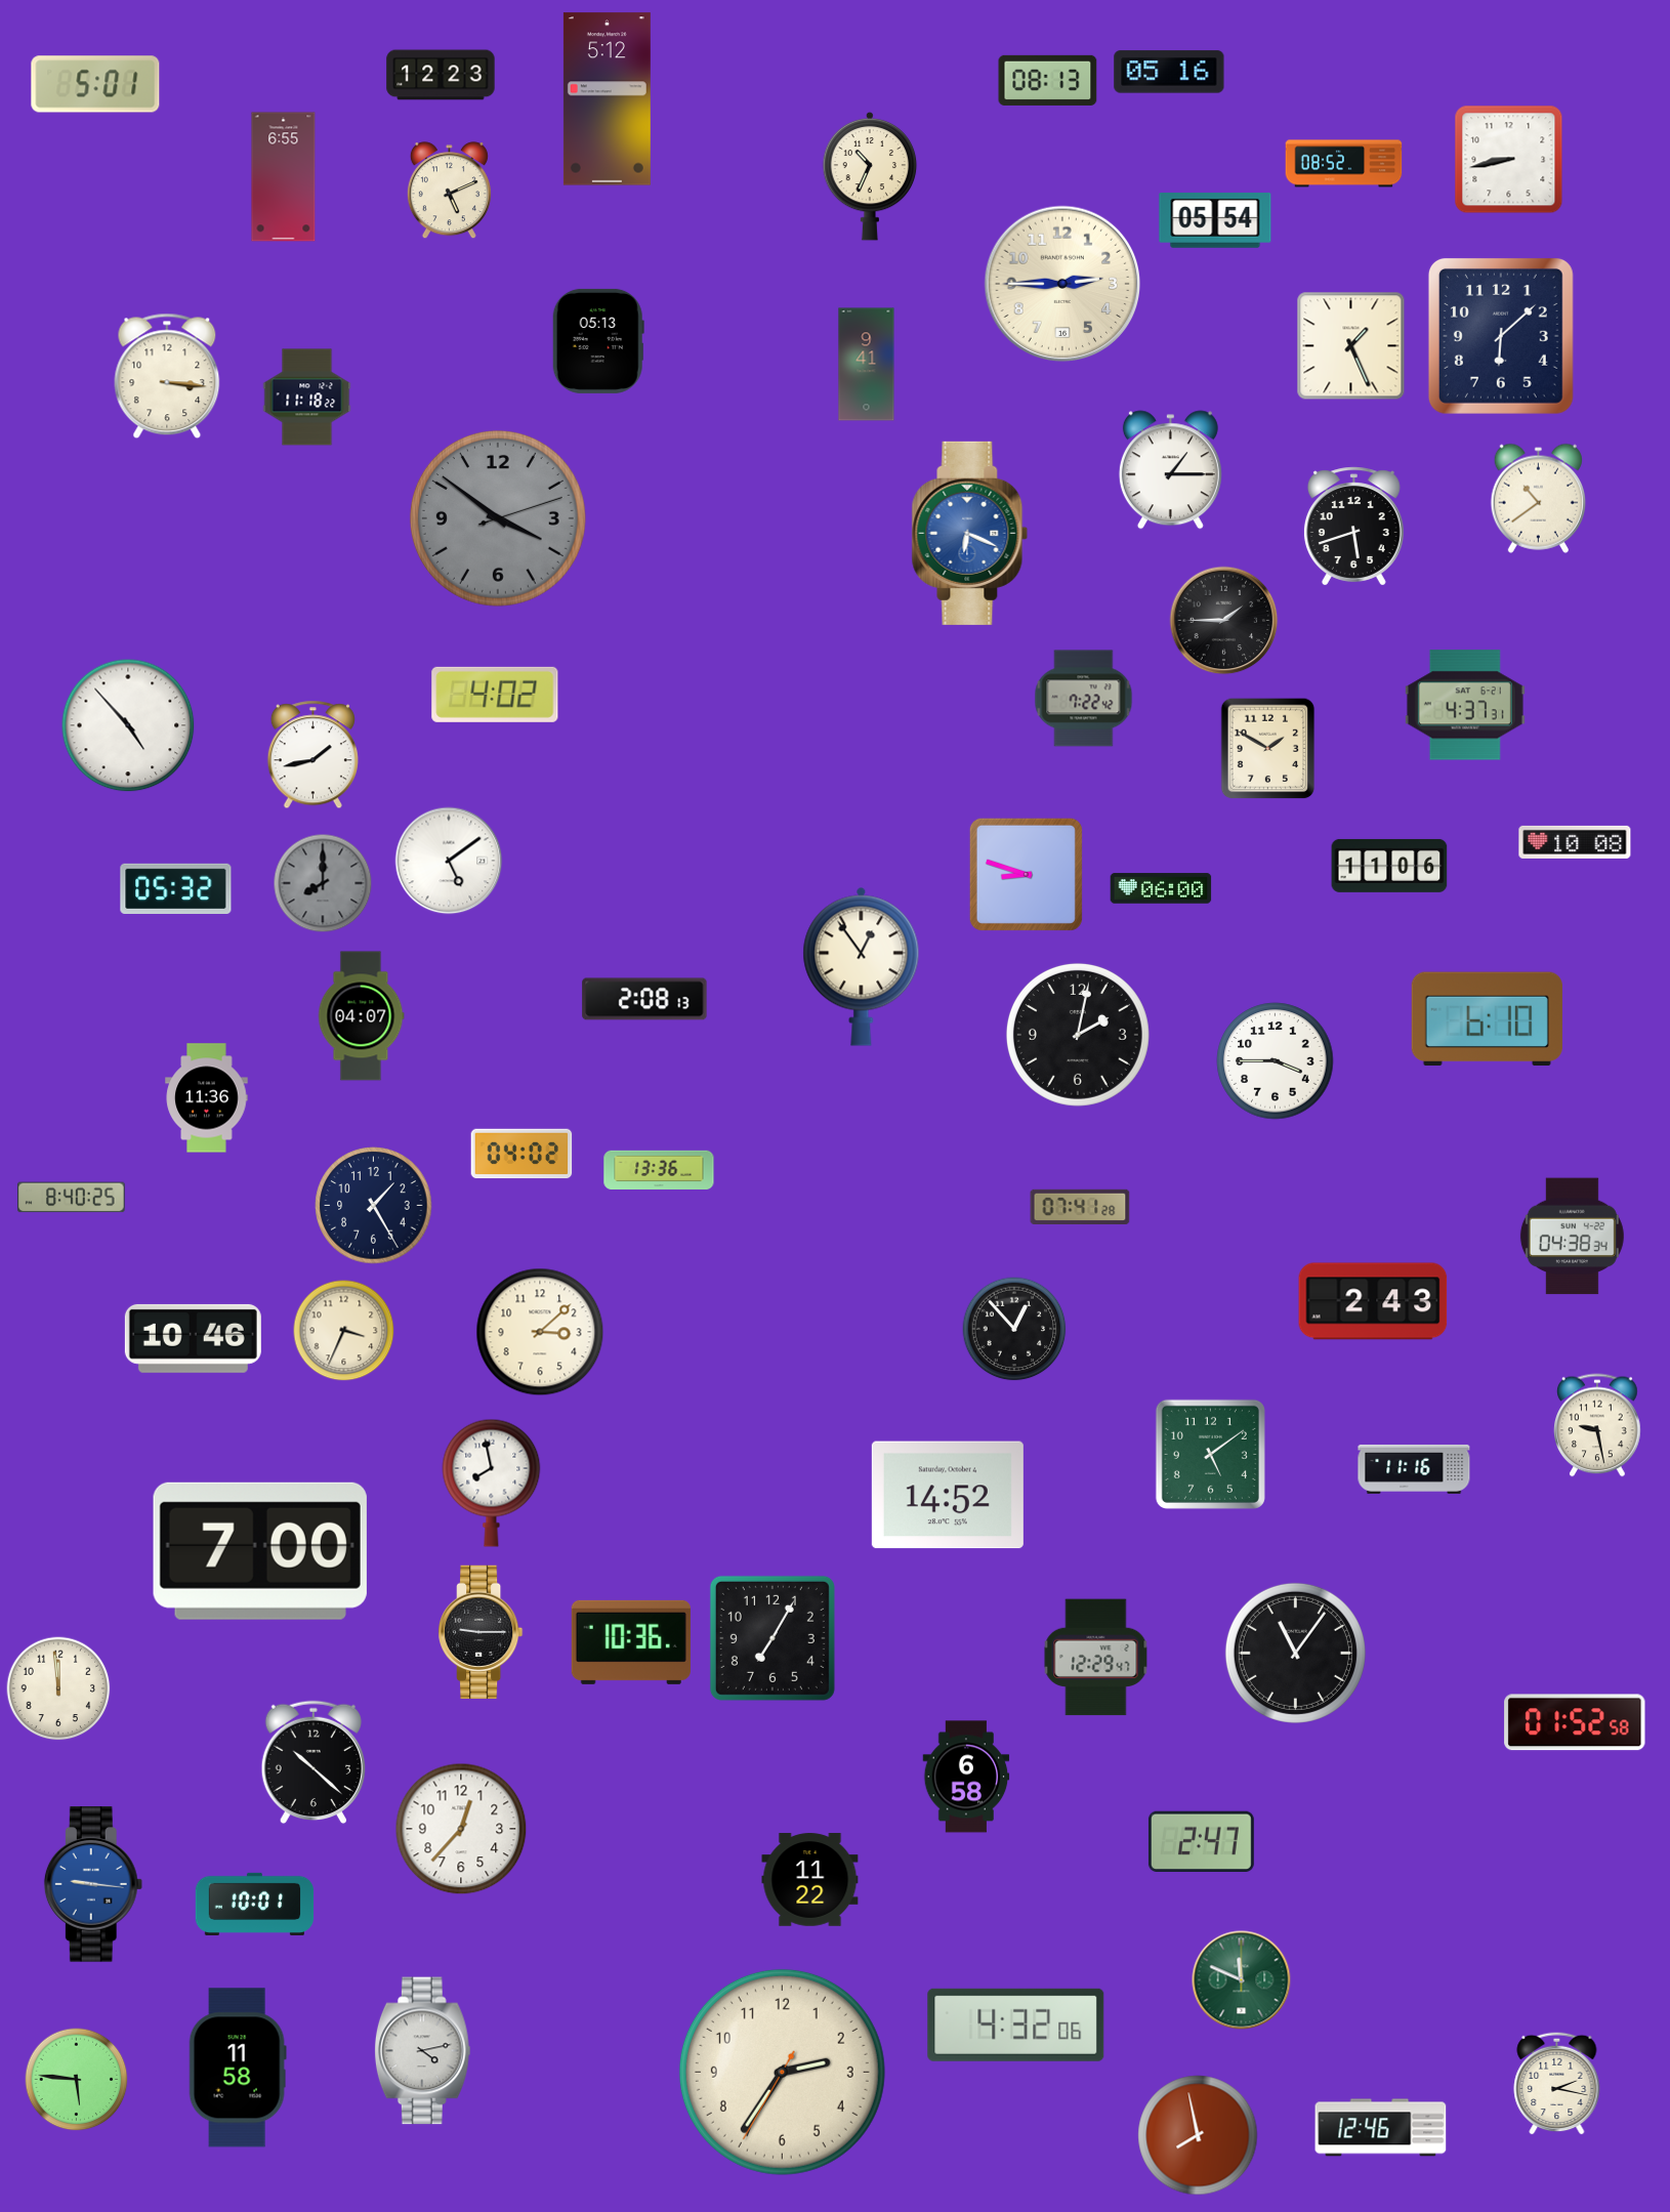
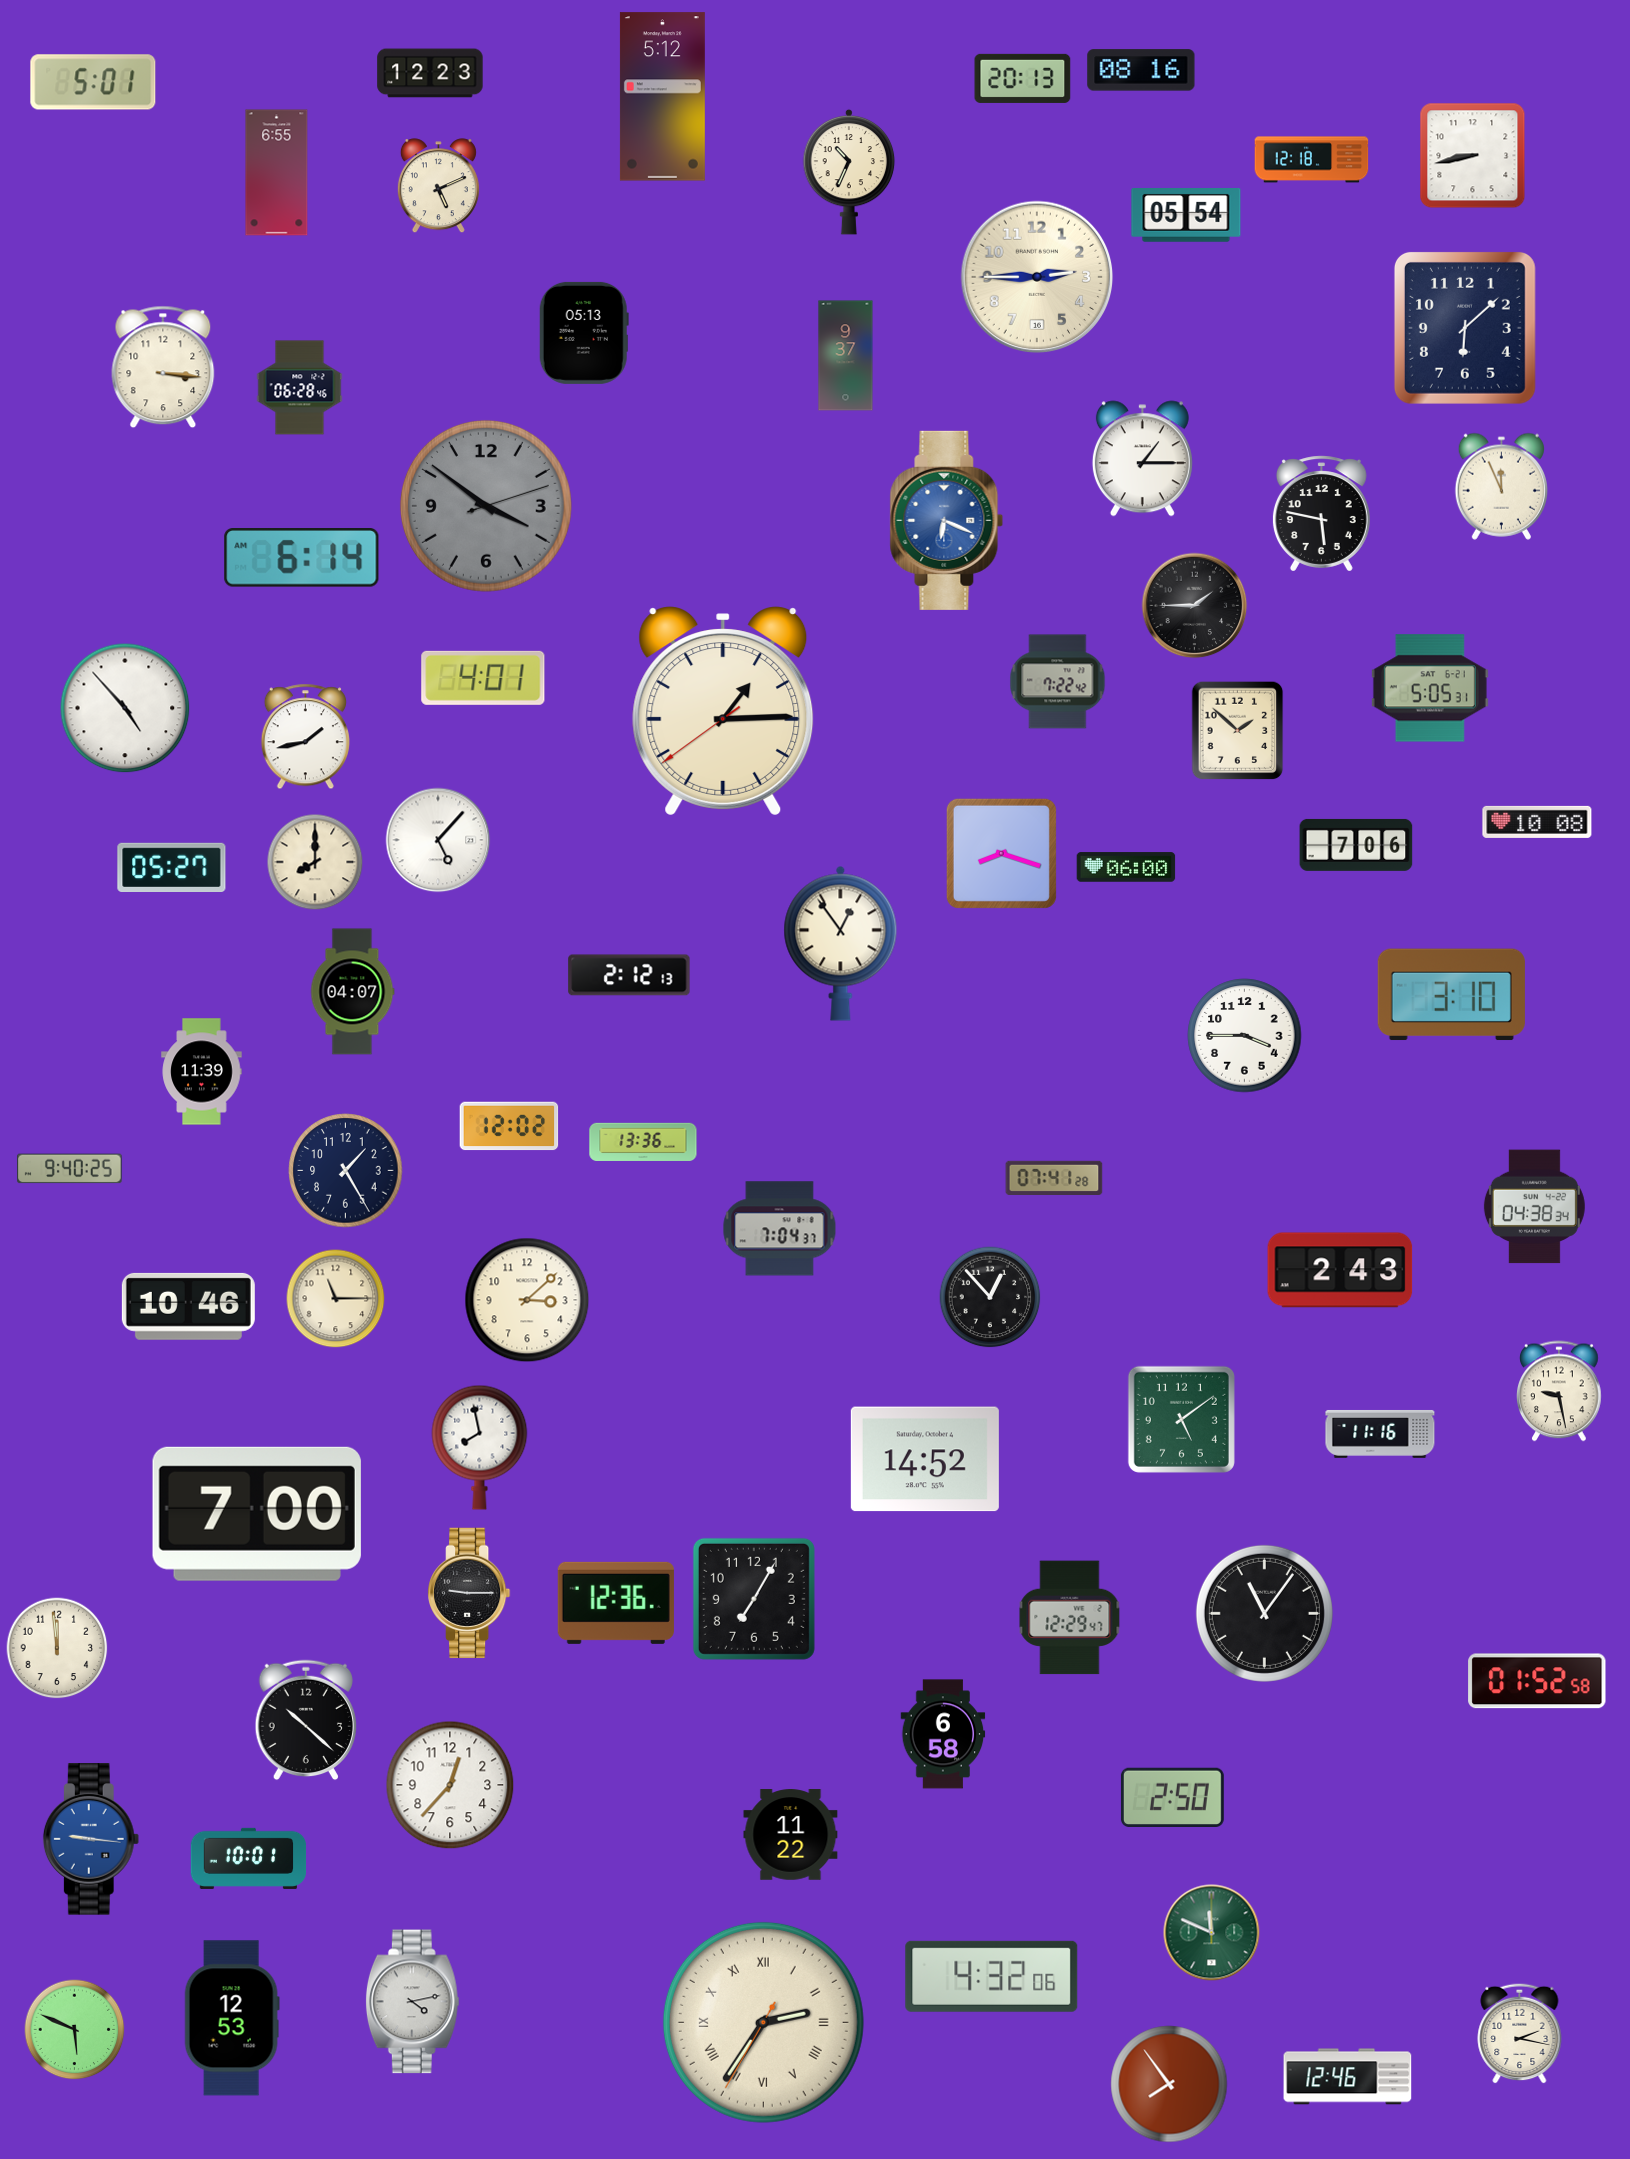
clock at (1169, 72): 05:16 -> 08:16
clock at (1048, 80): 08:13 -> 20:13
clock at (607, 99) position: (607, 99) -> (662, 97)
clock at (1344, 164): 08:52 -> 12:18
clock at (1351, 346): 1:26 -> none
clock at (867, 365): 9:41 -> 9:37
clock at (307, 398): 11:18 -> 06:28
clock at (1538, 498): 10:39 -> 11:56
clock at (1353, 527): 5:42 -> 5:47
clock at (302, 558): none -> 6:14
clock at (495, 695): 4:02 -> 4:01
clock at (1465, 705): 4:37 -> 5:05
clock at (723, 711): none -> 1:14
clock at (1268, 749): 1:50 -> 1:52
clock at (449, 861): 5:09 -> 5:07
clock at (1389, 866): 11:06 -> 7:06
clock at (1026, 874): 8:48 -> 8:18
clock at (323, 883) dial: grey -> cream
clock at (176, 888): 05:32 -> 05:27
clock at (1161, 888) position: (1161, 888) -> (1126, 867)
clock at (644, 999): 2:08 -> 2:12
clock at (1487, 1019): 6:10 -> 3:10
clock at (1078, 1035): 2:02 -> none
clock at (207, 1098): 11:36 -> 11:39
clock at (521, 1154): 04:02 -> 12:02
clock at (72, 1198): 8:40 -> 9:40
clock at (374, 1206) position: (374, 1206) -> (346, 1171)
clock at (780, 1229): none -> 7:04
clock at (344, 1331): 3:34 -> 11:15
clock at (260, 1551) position: (260, 1551) -> (257, 1514)
clock at (631, 1642): 10:36 -> 12:36
clock at (1201, 1841): 2:47 -> 2:50
clock at (238, 2068): 11:58 -> 12:53
clock at (782, 2072) numerals: Arabic -> Roman
clock at (77, 2080): 5:46 -> 5:49
clock at (1198, 2135): 7:58 -> 7:54
